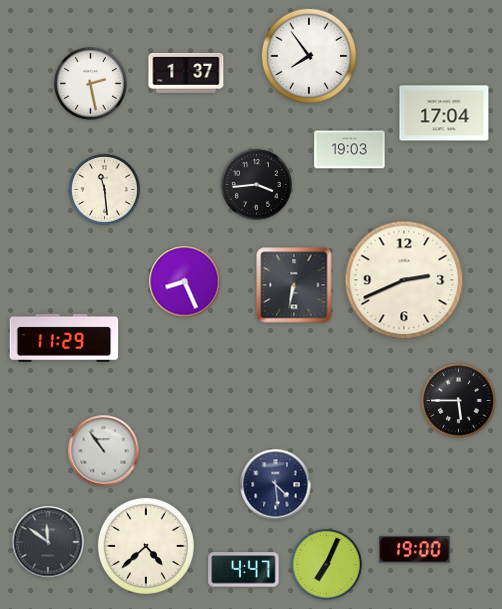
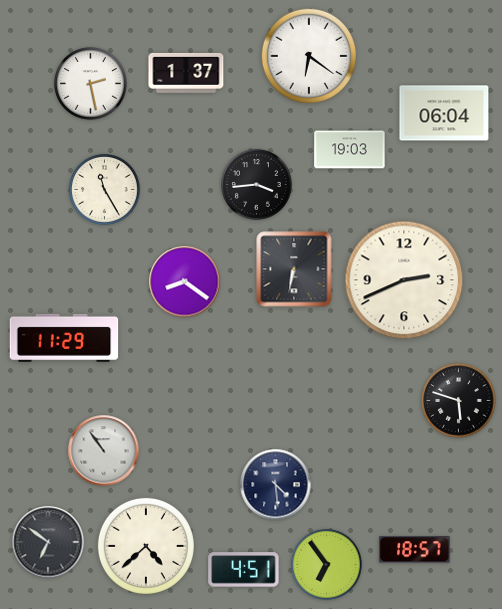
clock at (308, 55): 7:54 -> 6:21
clock at (444, 113): 17:04 -> 06:04
clock at (104, 189): 11:29 -> 11:25
clock at (185, 282): 8:26 -> 8:21
clock at (294, 285) position: (294, 285) -> (294, 269)
clock at (459, 401): 5:45 -> 5:48
clock at (48, 542): 11:51 -> 6:51
clock at (415, 550): 19:00 -> 18:57
clock at (326, 564): 7:04 -> 6:54
clock at (244, 570): 4:47 -> 4:51
